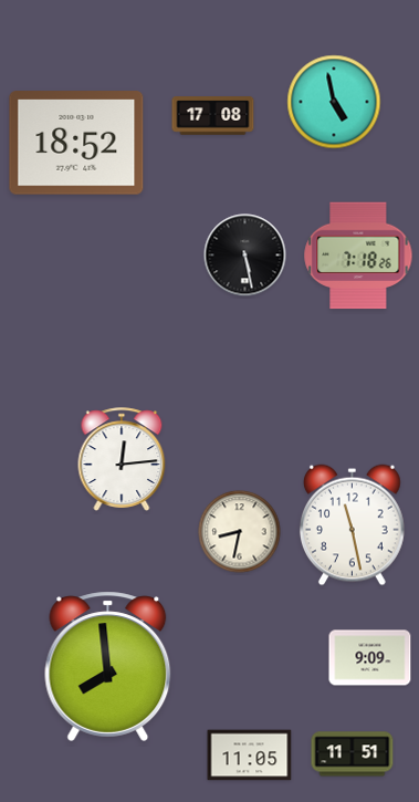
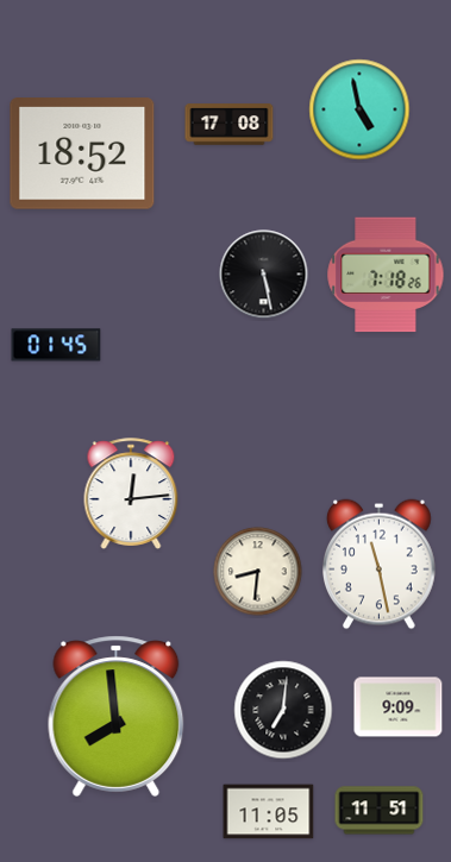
clock at (56, 345): none -> 01:45
clock at (240, 532): 8:32 -> 8:31
clock at (283, 710): none -> 7:01
